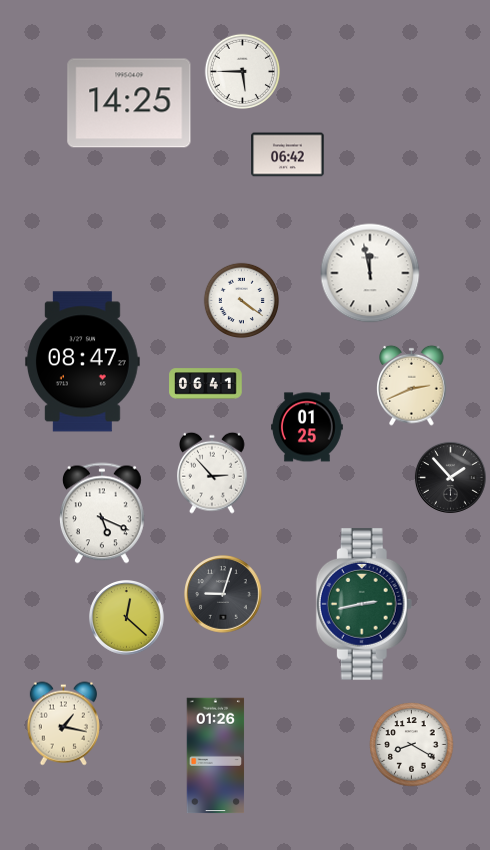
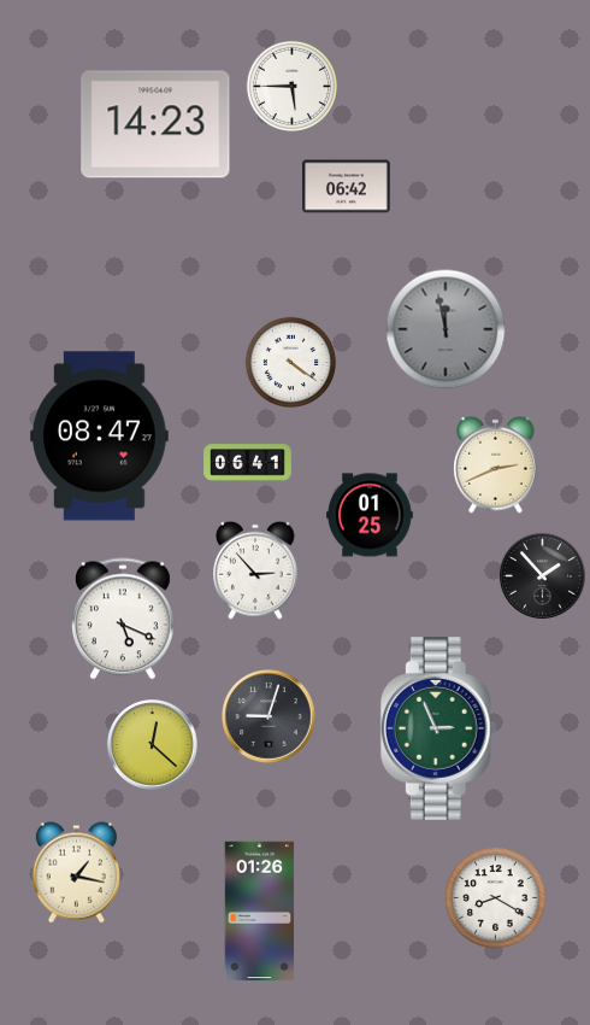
clock at (129, 103): 14:25 -> 14:23
clock at (370, 273) dial: white -> grey
clock at (364, 605): 2:43 -> 2:56
